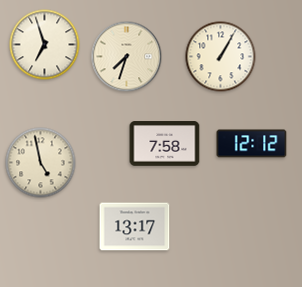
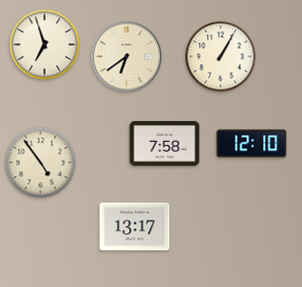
clock at (127, 57): 7:33 -> 6:39
clock at (252, 144): 12:12 -> 12:10
clock at (41, 163): 4:58 -> 4:54
